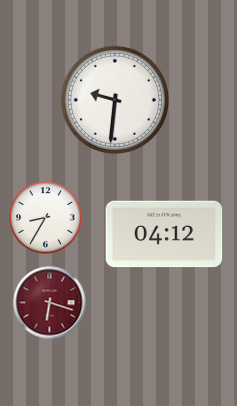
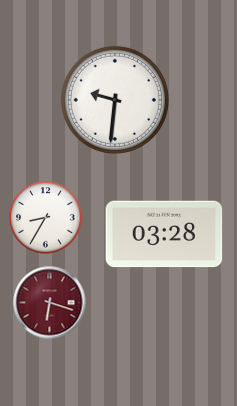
clock at (164, 234): 04:12 -> 03:28
